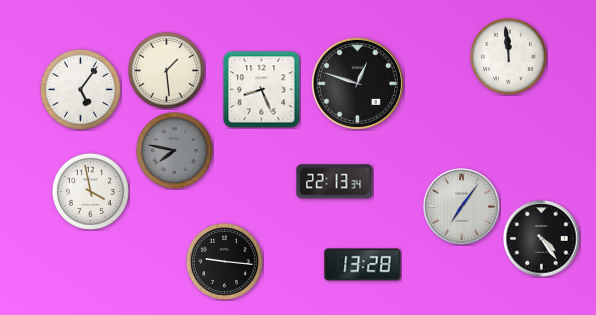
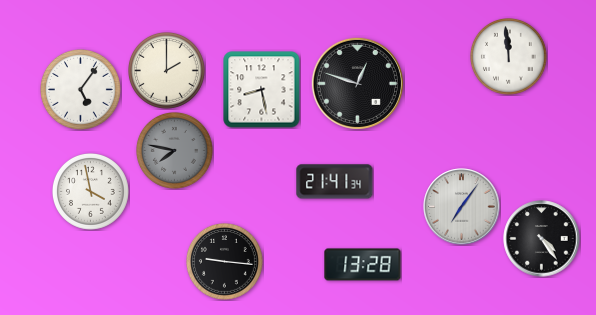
clock at (167, 71): 1:29 -> 2:00
clock at (262, 90): 8:26 -> 8:28
clock at (335, 182): 22:13 -> 21:41
